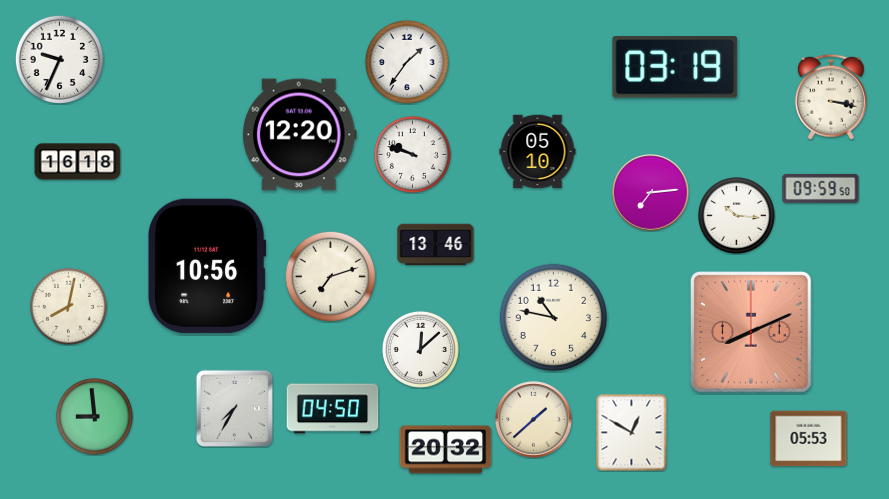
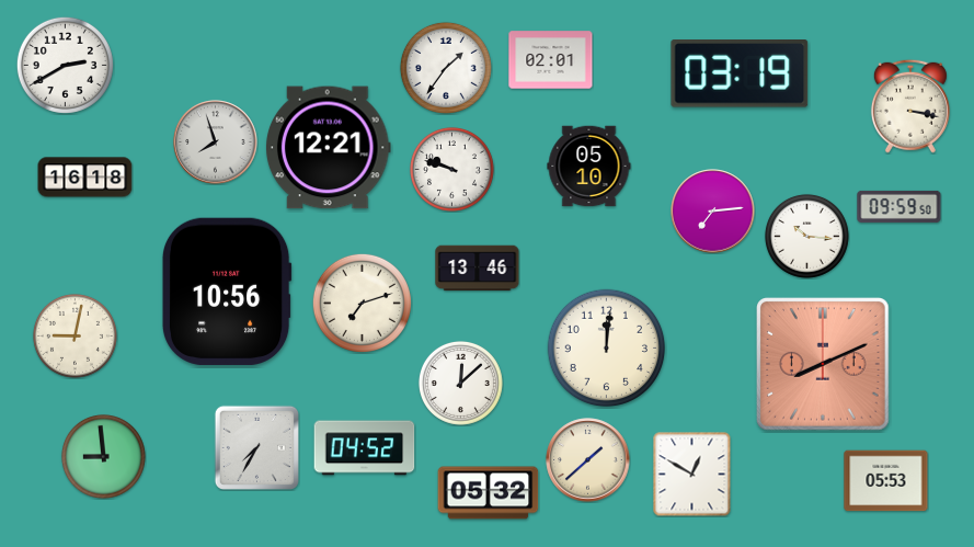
clock at (551, 60): none -> 02:01
clock at (59, 59): 9:34 -> 2:40
clock at (216, 143): none -> 7:57
clock at (300, 135): 12:20 -> 12:21
clock at (68, 306): 8:02 -> 9:02
clock at (554, 318): 10:47 -> 12:01
clock at (333, 409): 04:50 -> 04:52
clock at (534, 420) position: (534, 420) -> (588, 460)
clock at (446, 450): 20:32 -> 05:32
